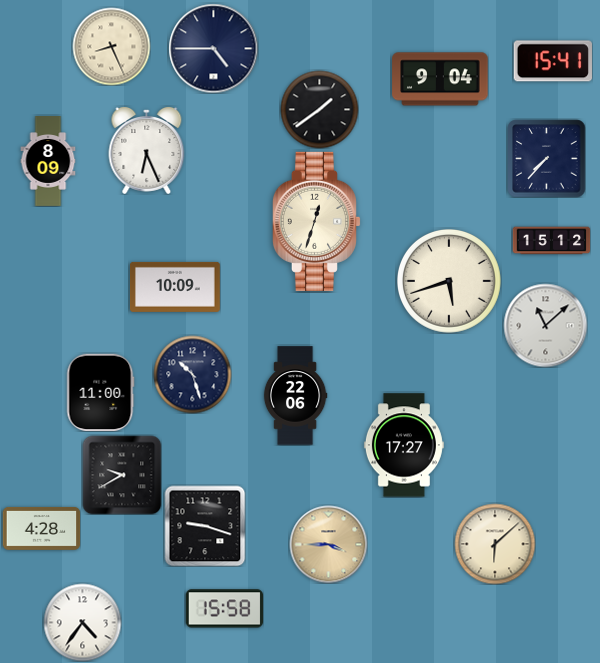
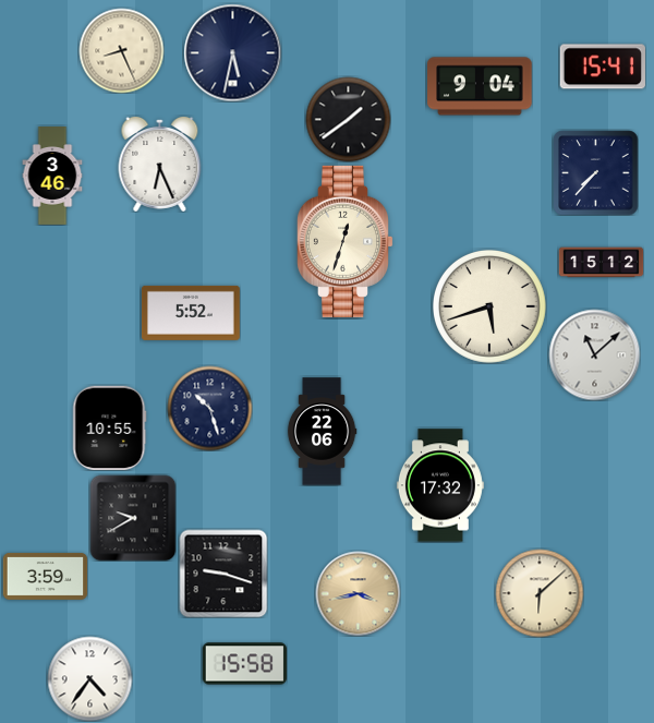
clock at (213, 48): 4:45 -> 5:32
clock at (48, 161): 8:09 -> 3:46
clock at (175, 287): 10:09 -> 5:52
clock at (101, 392): 11:00 -> 10:55
clock at (404, 445): 17:27 -> 17:32
clock at (41, 528): 4:28 -> 3:59
clock at (328, 544): 3:45 -> 3:43
